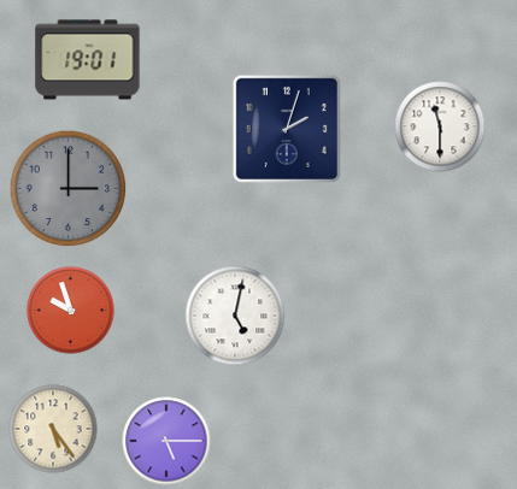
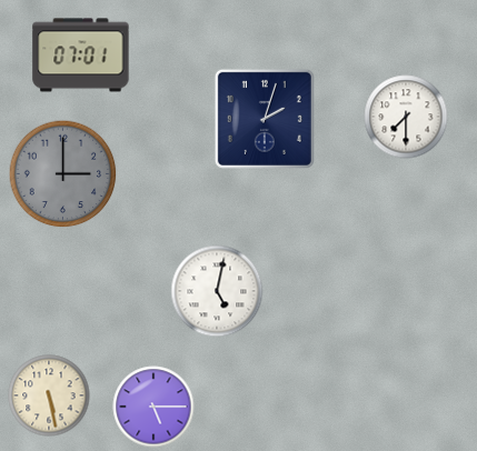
clock at (88, 60): 19:01 -> 07:01
clock at (440, 126): 11:30 -> 7:30
clock at (71, 311): 9:57 -> none
clock at (53, 429): 5:24 -> 5:28
